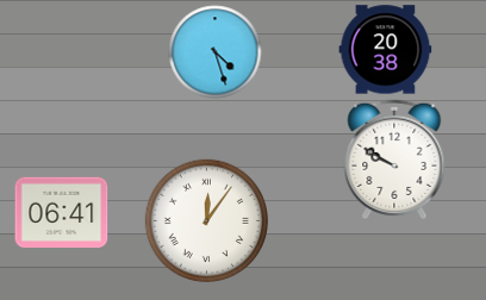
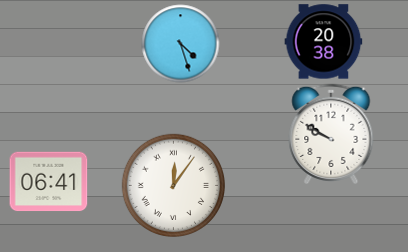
clock at (61, 213) position: (61, 213) -> (48, 182)
